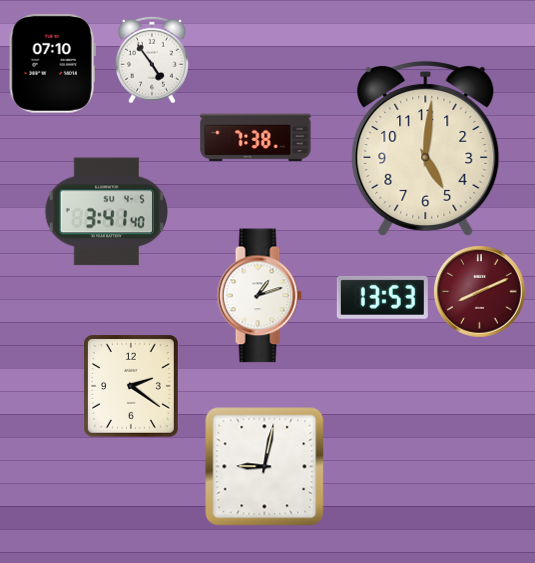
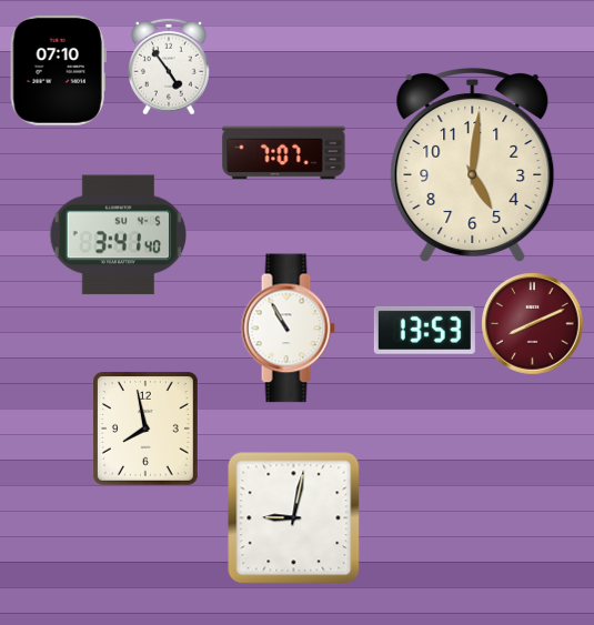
clock at (256, 138): 7:38 -> 7:07
clock at (259, 296): 1:12 -> 10:55
clock at (132, 387): 2:21 -> 7:58
